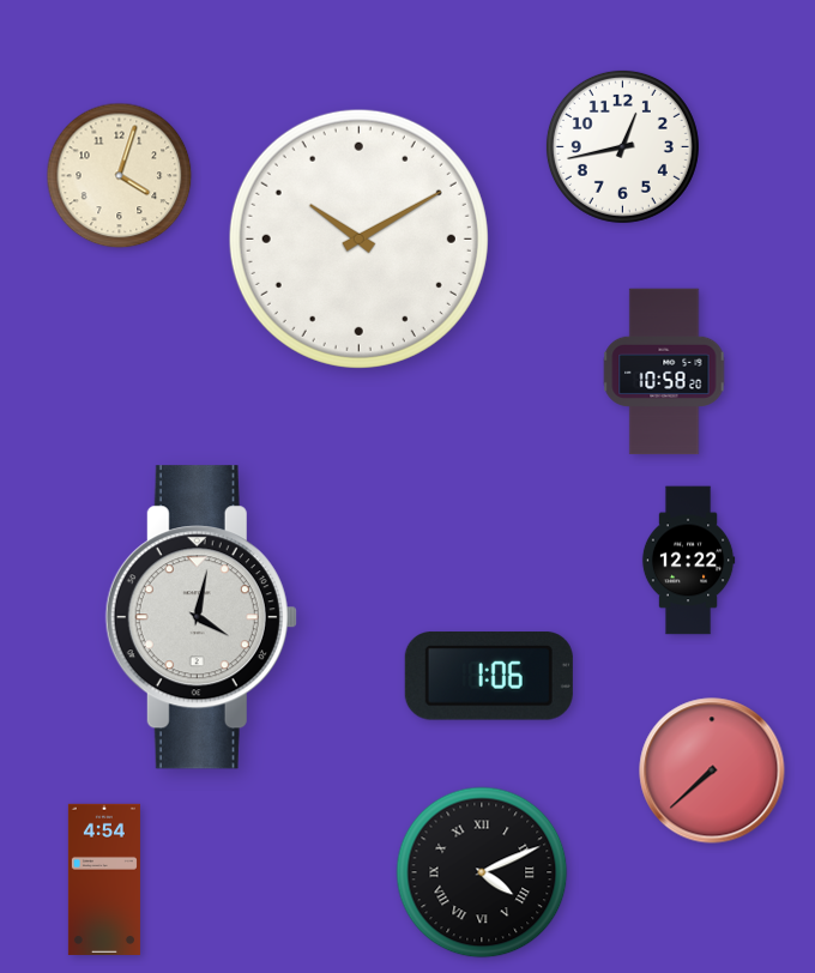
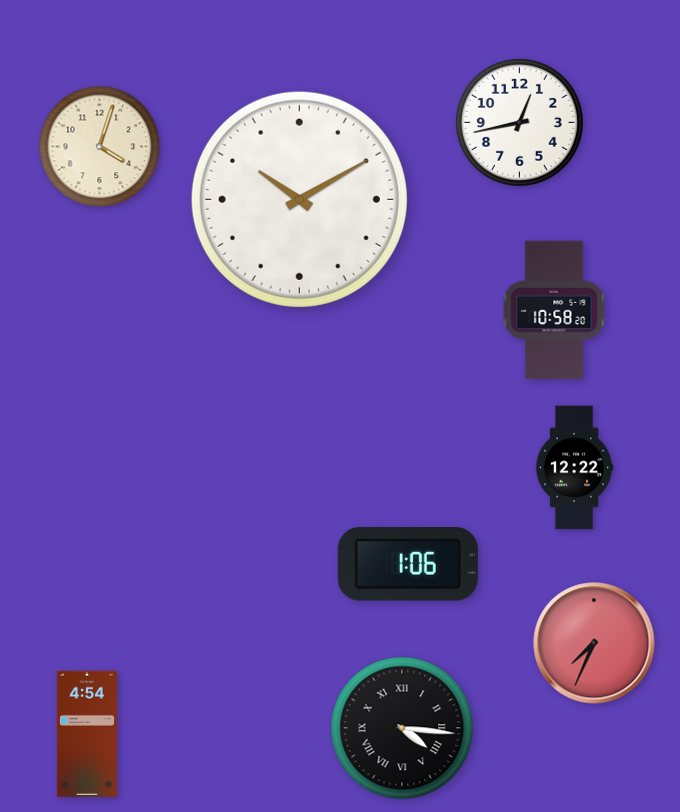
clock at (201, 617): 4:02 -> none
clock at (712, 770): 7:38 -> 7:34
clock at (482, 872): 4:11 -> 4:16
